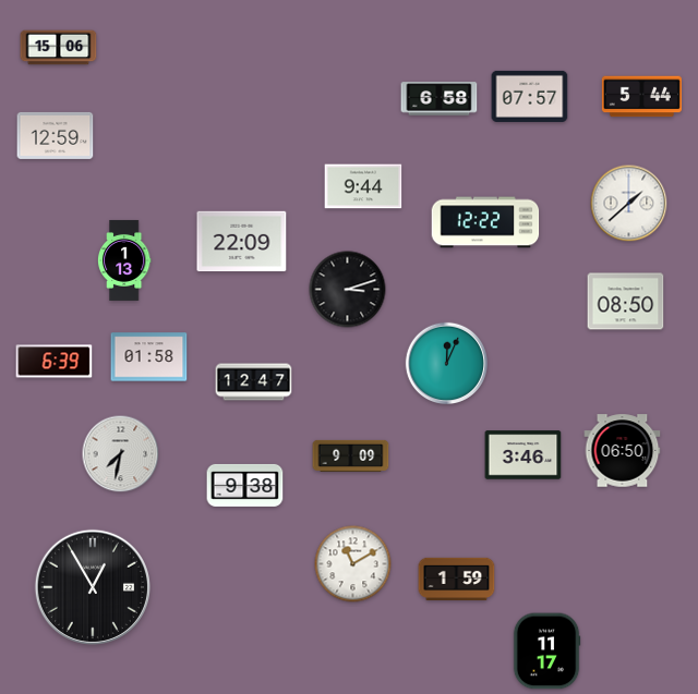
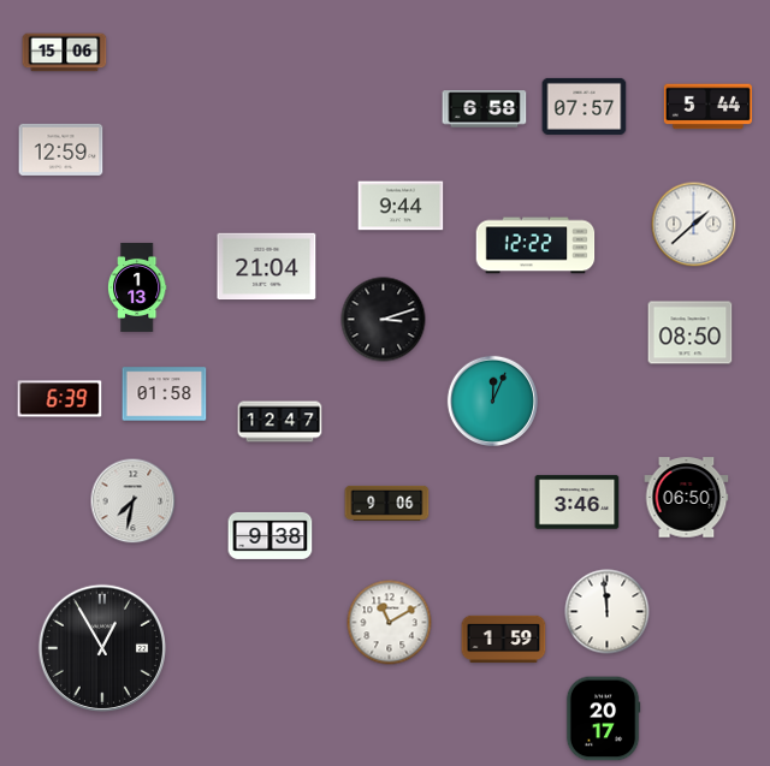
clock at (242, 242): 22:09 -> 21:04
clock at (351, 455): 9:09 -> 9:06
clock at (608, 612): none -> 11:59
clock at (546, 652): 11:17 -> 20:17
